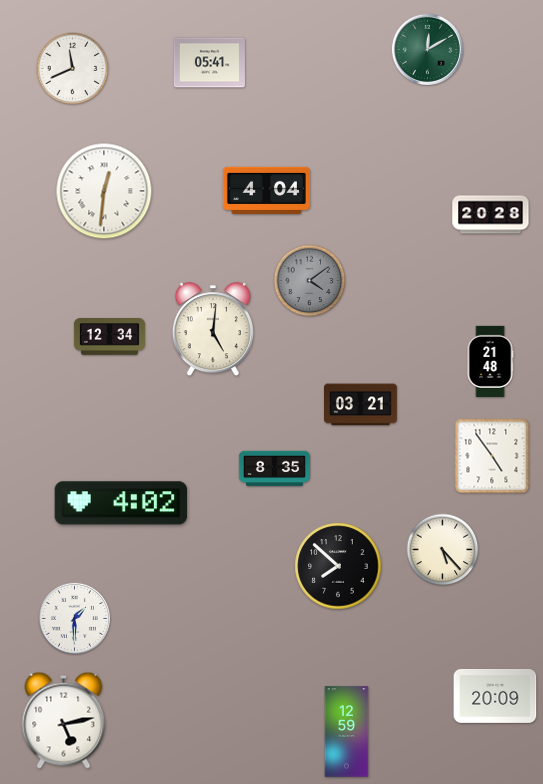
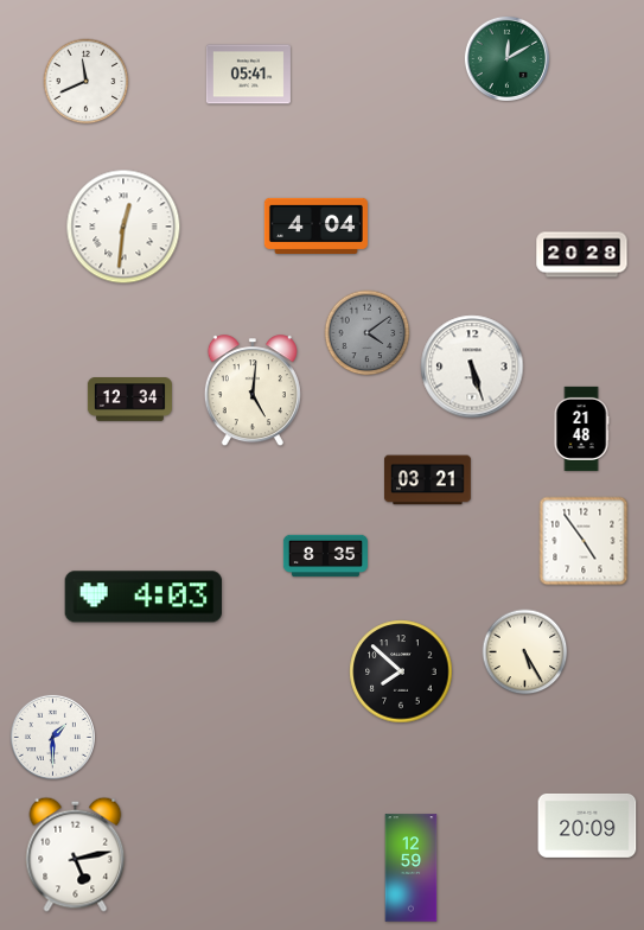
clock at (472, 367): none -> 5:27
clock at (121, 503): 4:02 -> 4:03
clock at (443, 550): 5:23 -> 5:25
clock at (74, 618) position: (74, 618) -> (52, 737)
